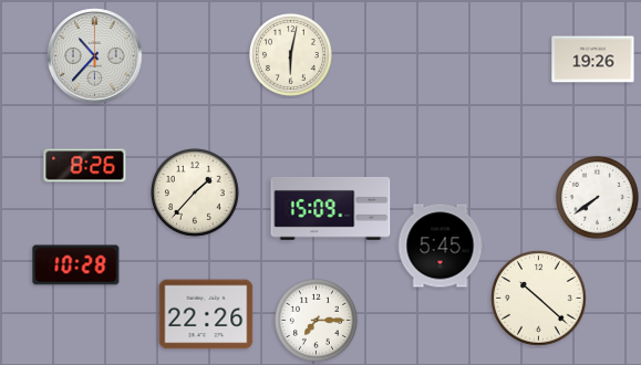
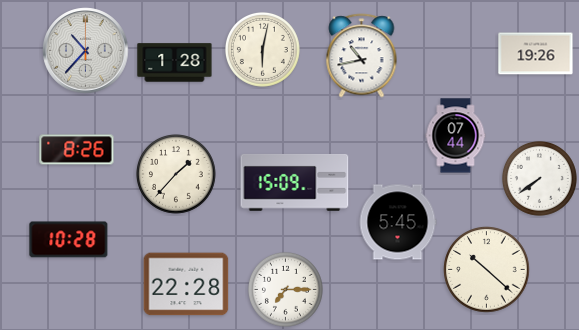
clock at (362, 56): none -> 10:43
clock at (175, 63): none -> 1:28
clock at (456, 136): none -> 07:44
clock at (331, 208) position: (331, 208) -> (295, 182)
clock at (206, 314): 22:26 -> 22:28
